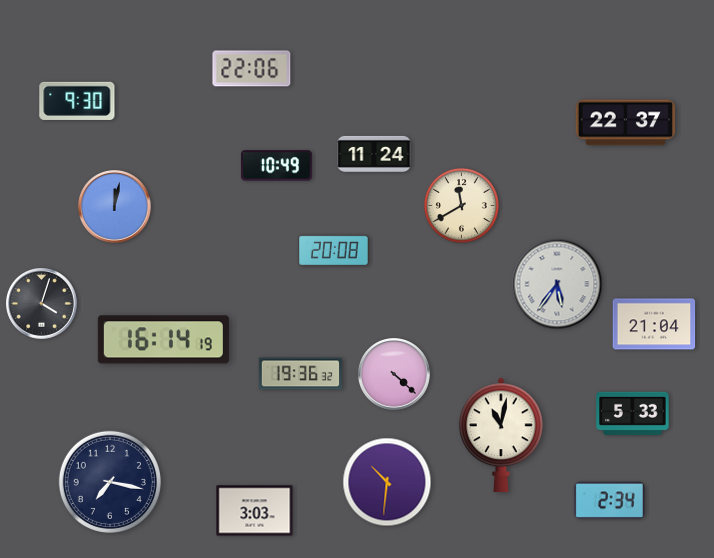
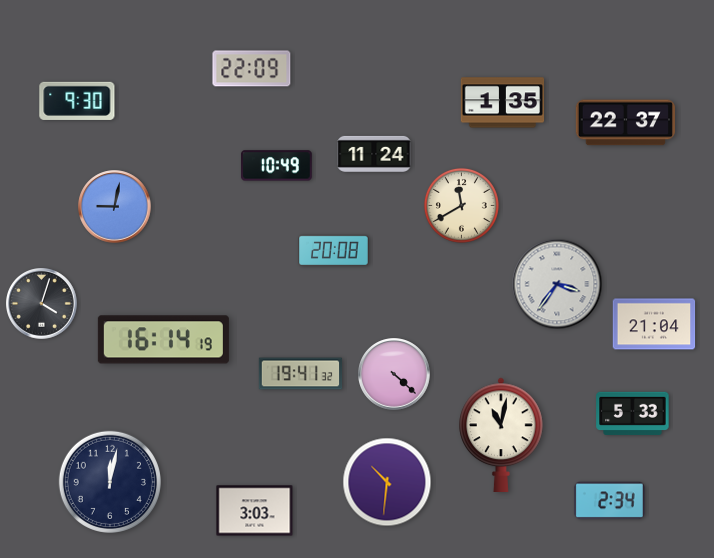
clock at (252, 69): 22:06 -> 22:09
clock at (503, 103): none -> 1:35
clock at (115, 207): 12:02 -> 9:02
clock at (557, 284): 5:36 -> 3:36
clock at (301, 374): 19:36 -> 19:41
clock at (110, 482): 7:17 -> 12:02
